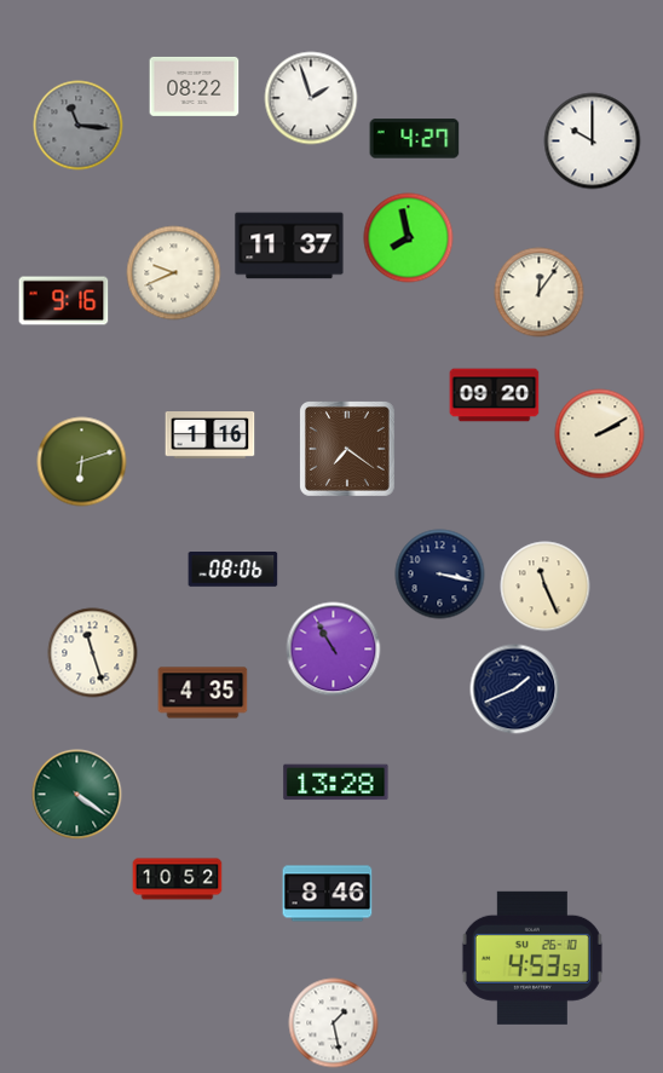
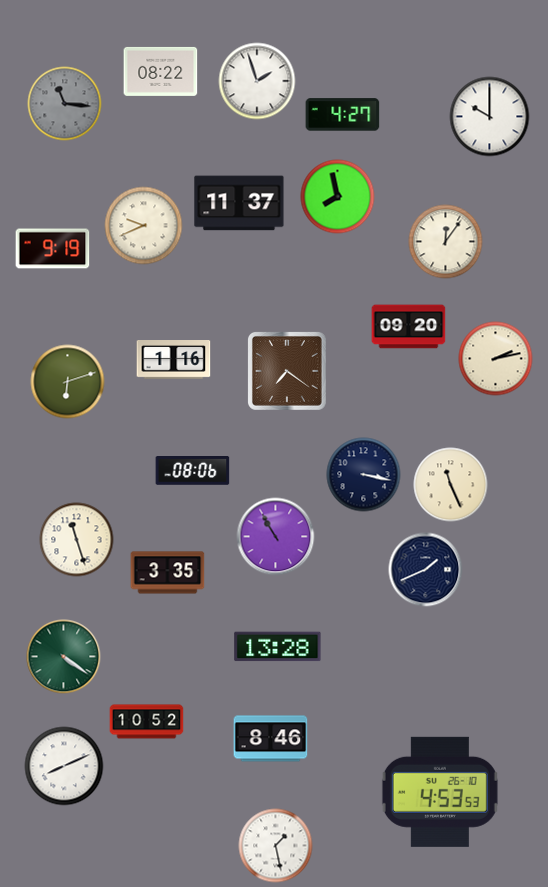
clock at (64, 301): 9:16 -> 9:19
clock at (600, 434): 2:10 -> 2:13
clock at (203, 693): 4:35 -> 3:35
clock at (178, 879) position: (178, 879) -> (147, 722)
clock at (64, 766): none -> 8:11
